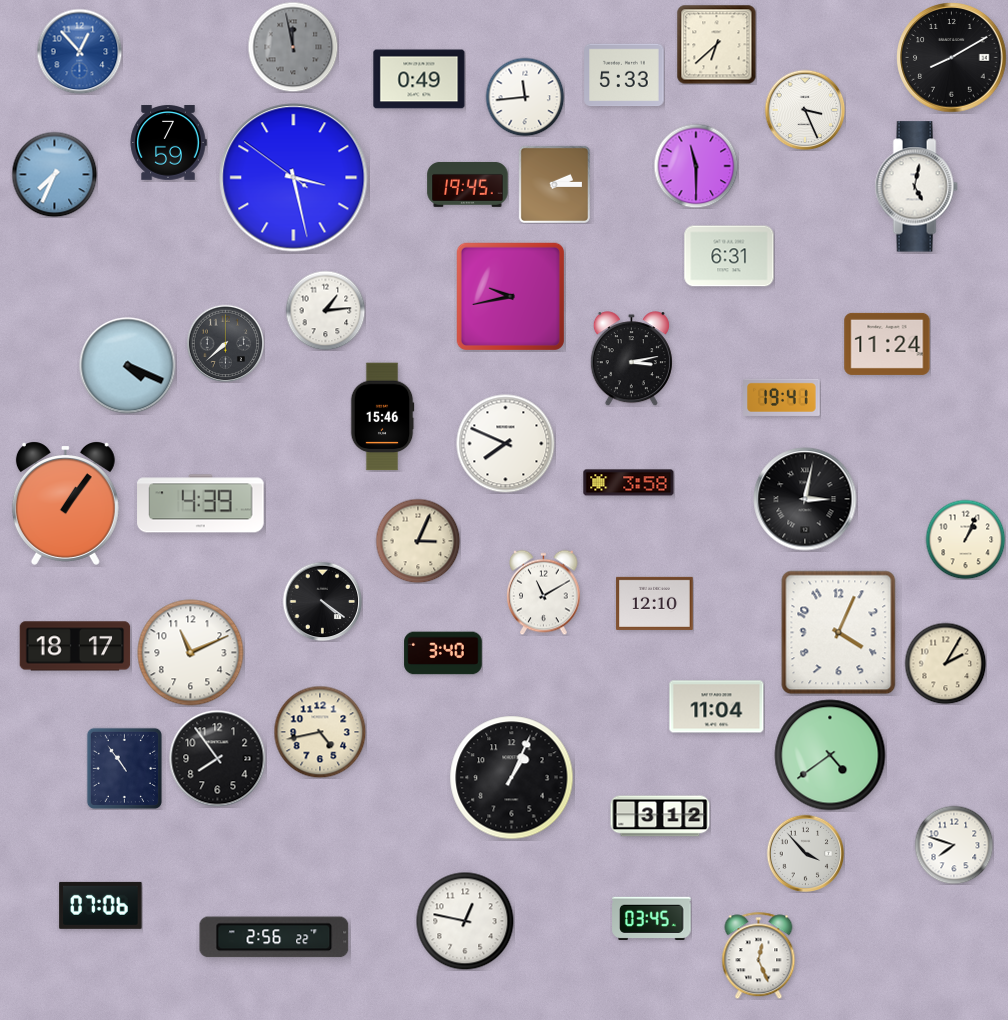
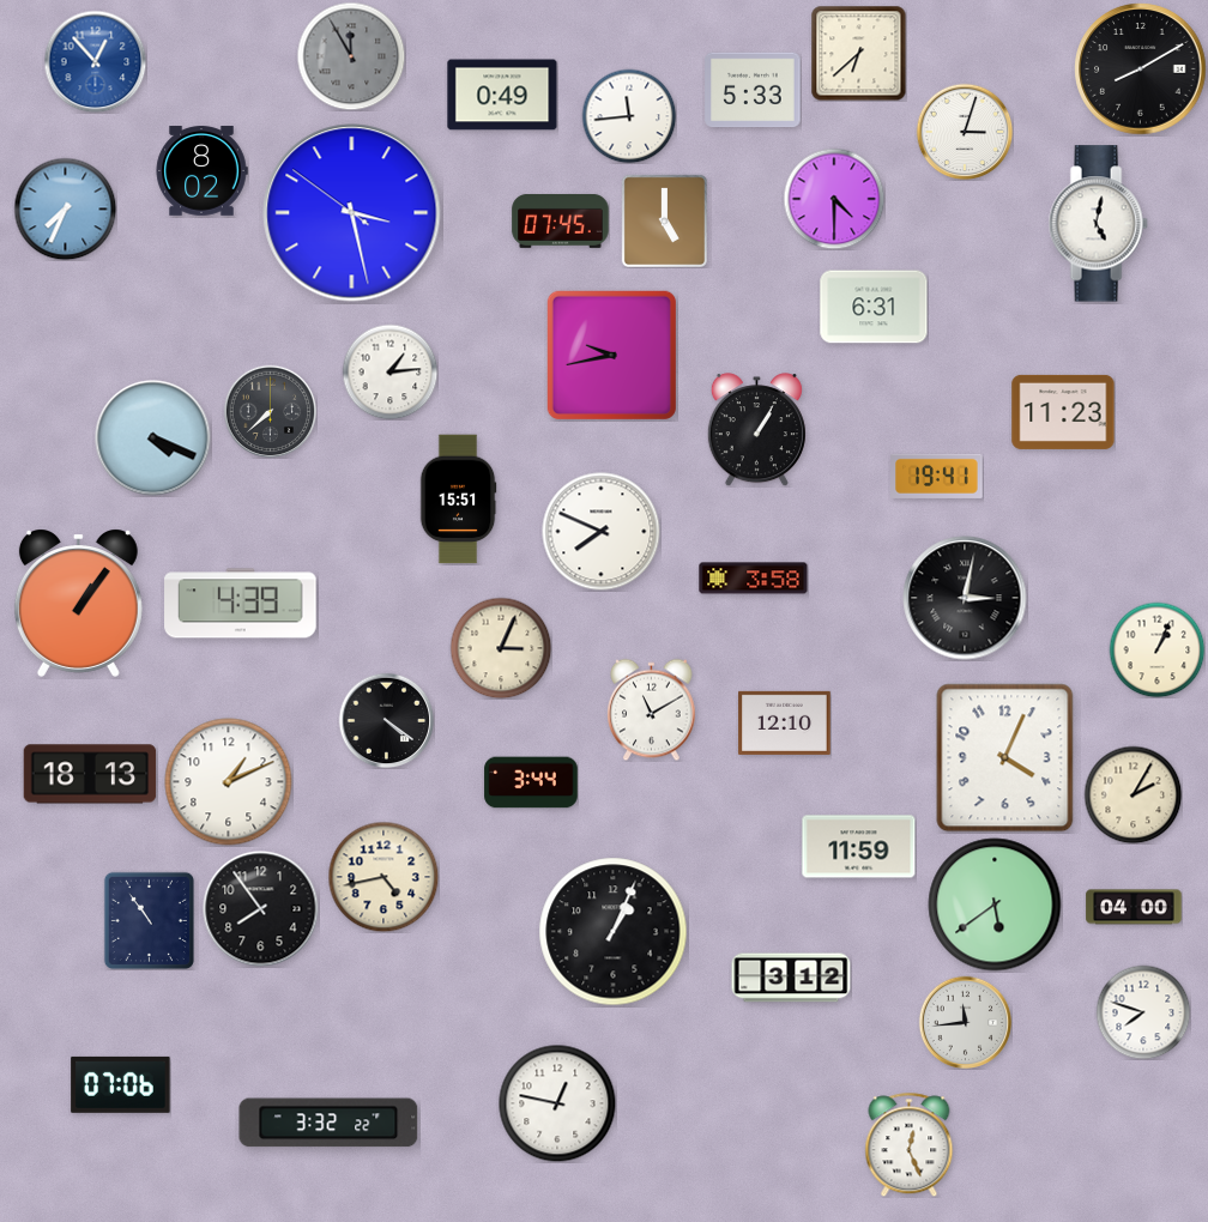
clock at (293, 47): 11:58 -> 11:55
clock at (624, 75) position: (624, 75) -> (753, 90)
clock at (805, 110): 3:26 -> 3:03
clock at (168, 143): 7:59 -> 8:02
clock at (696, 166): 11:30 -> 4:30
clock at (468, 184): 19:45 -> 07:45
clock at (554, 184): 2:15 -> 5:00
clock at (887, 344): 11:24 -> 11:23
clock at (631, 359): 3:13 -> 1:05
clock at (382, 417): 15:46 -> 15:51
clock at (506, 444) position: (506, 444) -> (602, 532)
clock at (965, 539) position: (965, 539) -> (1156, 649)
clock at (75, 646): 18:17 -> 18:13
clock at (191, 653): 11:11 -> 1:11
clock at (443, 653): 3:40 -> 3:44
clock at (717, 707): 11:04 -> 11:59
clock at (830, 755): 4:39 -> 5:39
clock at (1134, 907): none -> 04:00
clock at (805, 853): 3:53 -> 11:44
clock at (652, 919): 03:45 -> none
clock at (274, 937): 2:56 -> 3:32
